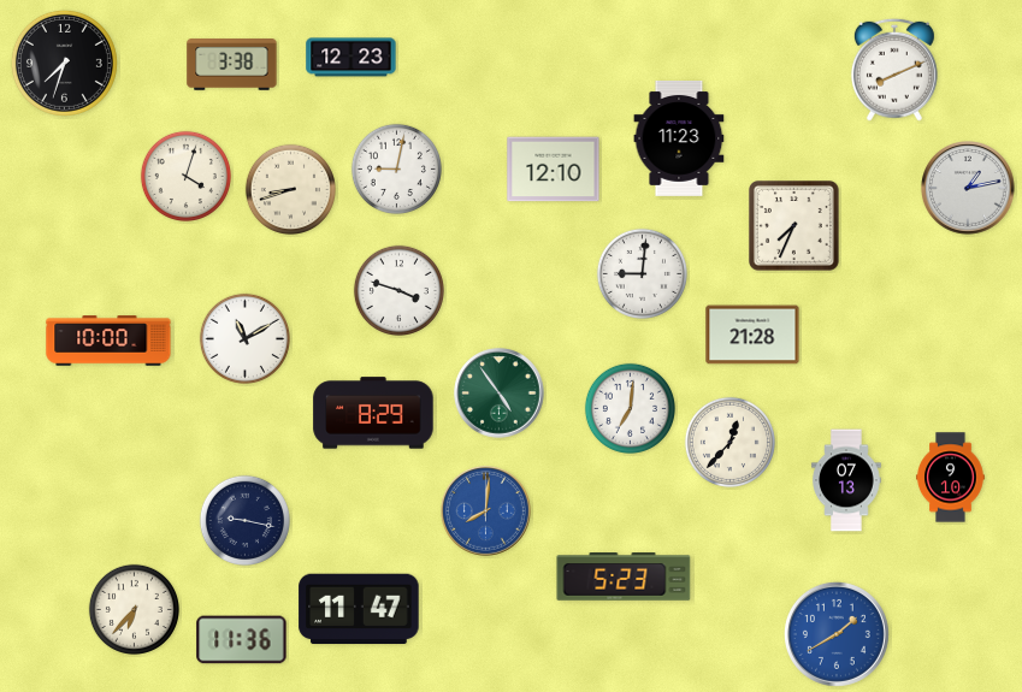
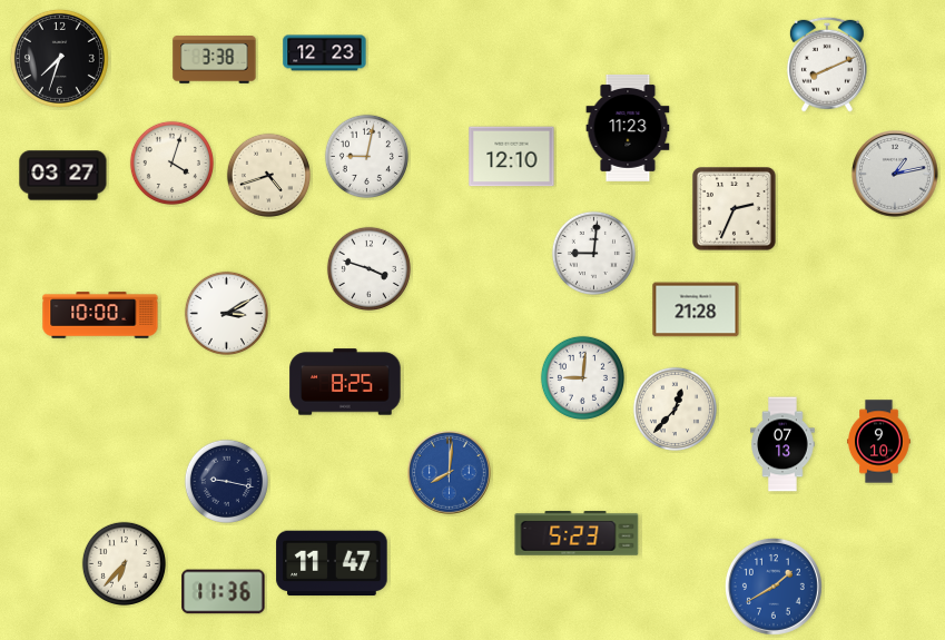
clock at (290, 189): 8:42 -> 4:42
clock at (63, 176): none -> 03:27
clock at (794, 226): 7:34 -> 2:34
clock at (244, 338): 11:10 -> 3:10
clock at (500, 394): 4:54 -> none
clock at (630, 408): 7:01 -> 9:01
clock at (373, 413): 8:29 -> 8:25
